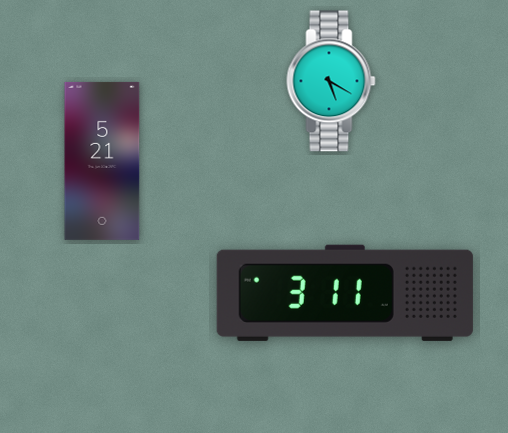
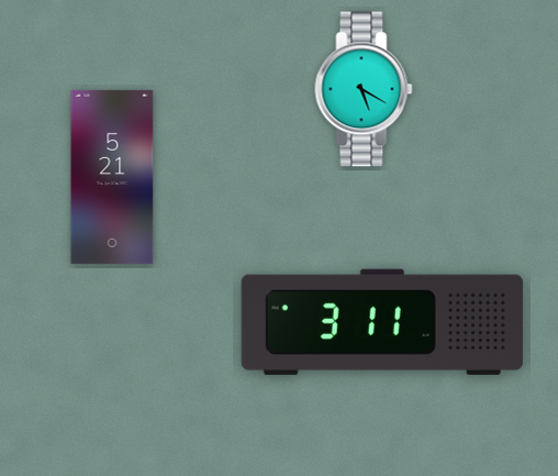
clock at (345, 293) position: (345, 293) -> (382, 322)
